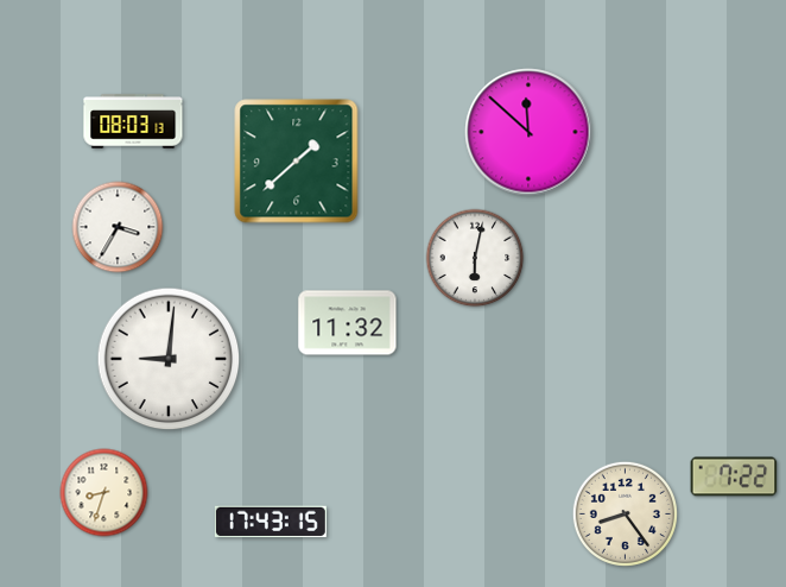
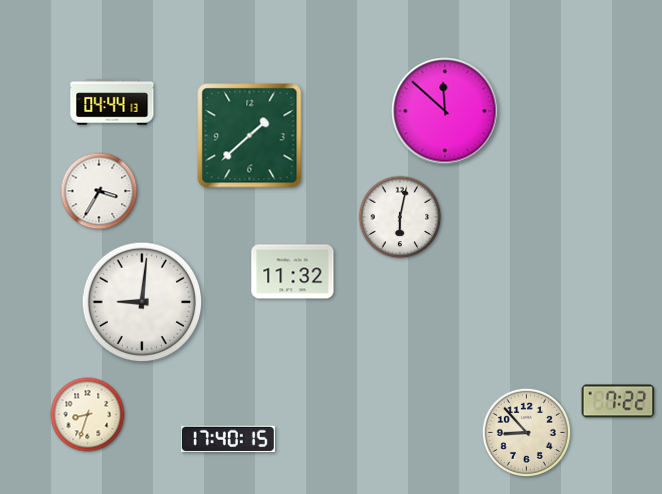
clock at (133, 121): 08:03 -> 04:44
clock at (625, 513): 8:24 -> 8:53
clock at (271, 522): 17:43 -> 17:40
